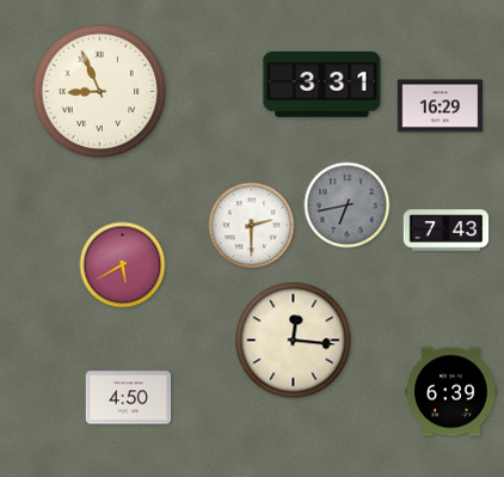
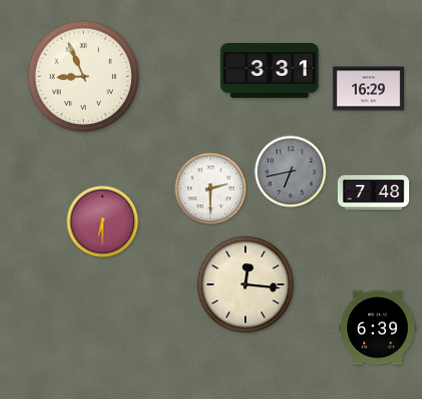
clock at (447, 231): 7:43 -> 7:48
clock at (123, 265): 5:40 -> 6:30
clock at (129, 398): 4:50 -> none
